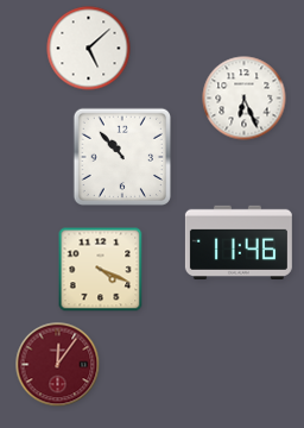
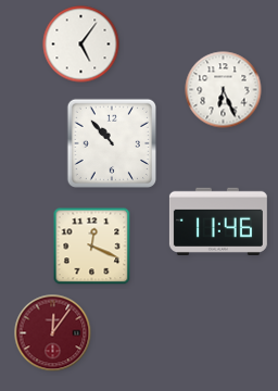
clock at (89, 49): 5:08 -> 5:06
clock at (101, 270): 4:19 -> 12:19
